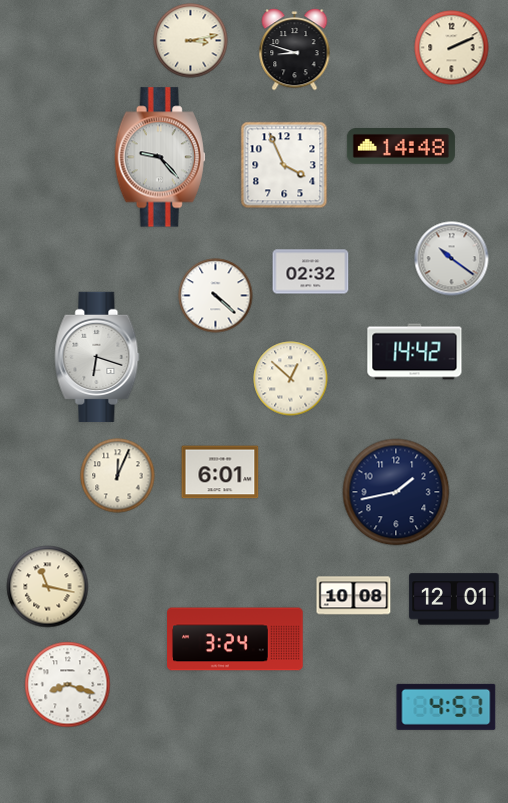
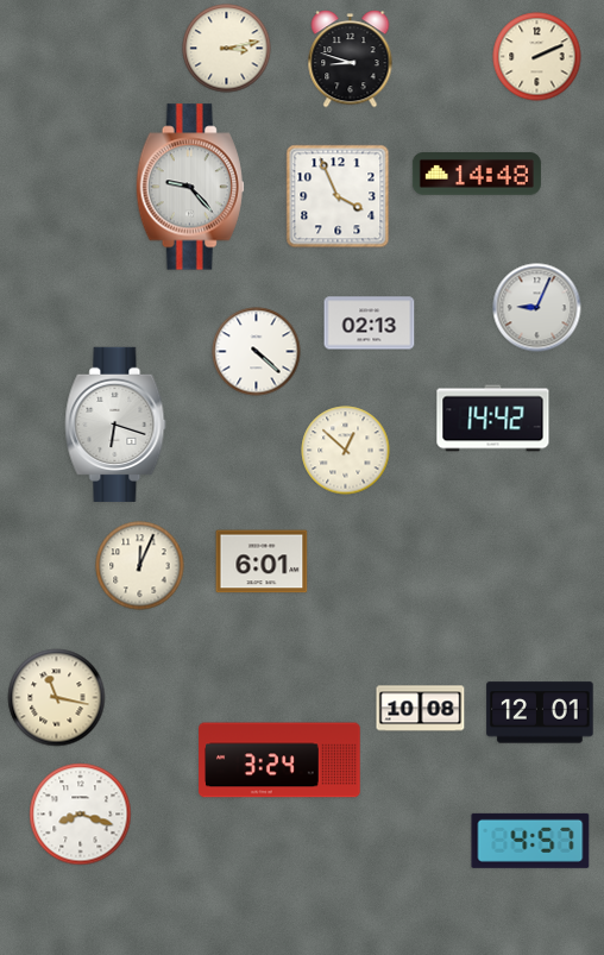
clock at (452, 259): 10:21 -> 9:04
clock at (311, 272): 02:32 -> 02:13
clock at (396, 492): 1:43 -> none
